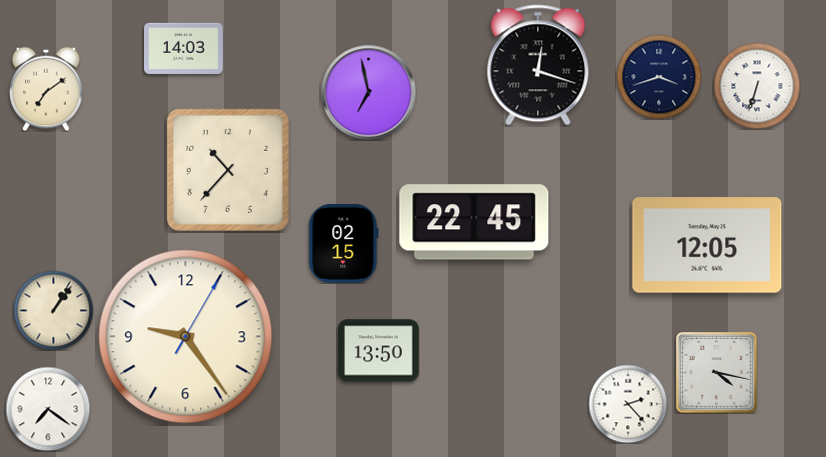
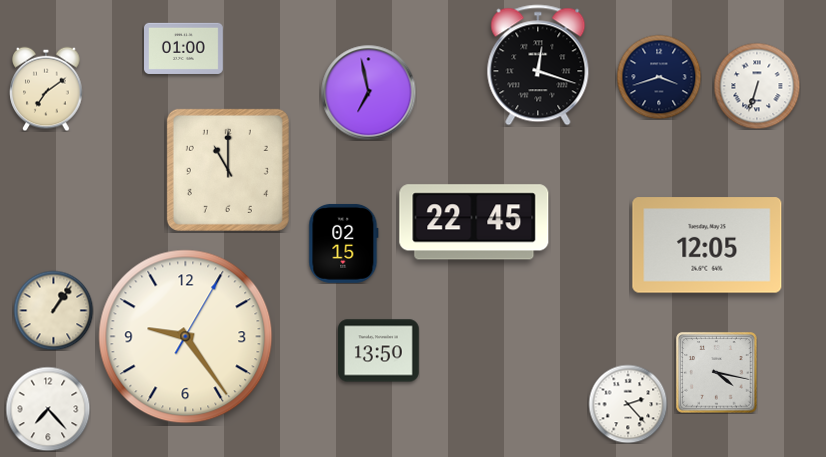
clock at (184, 48): 14:03 -> 01:00
clock at (228, 170): 10:37 -> 11:00
clock at (48, 409): 7:21 -> 7:23
